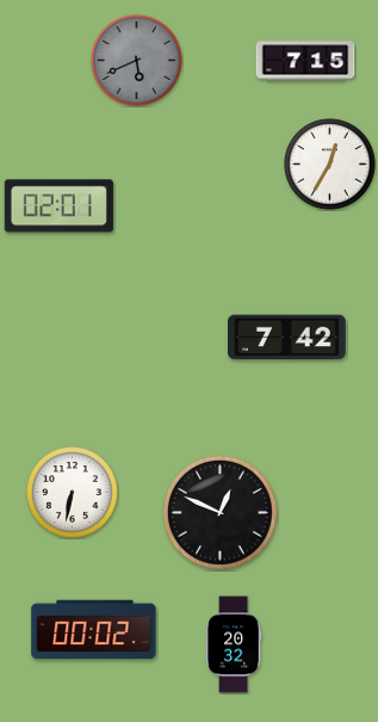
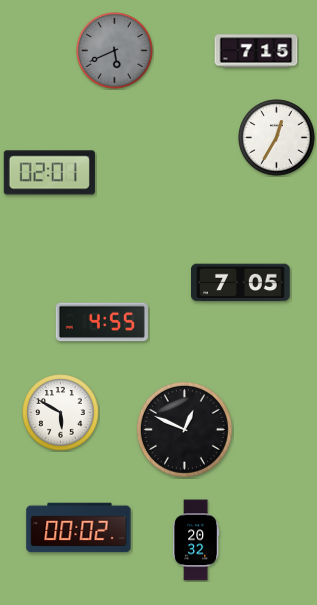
clock at (287, 338): 7:42 -> 7:05
clock at (102, 322): none -> 4:55
clock at (73, 493): 6:32 -> 5:50
